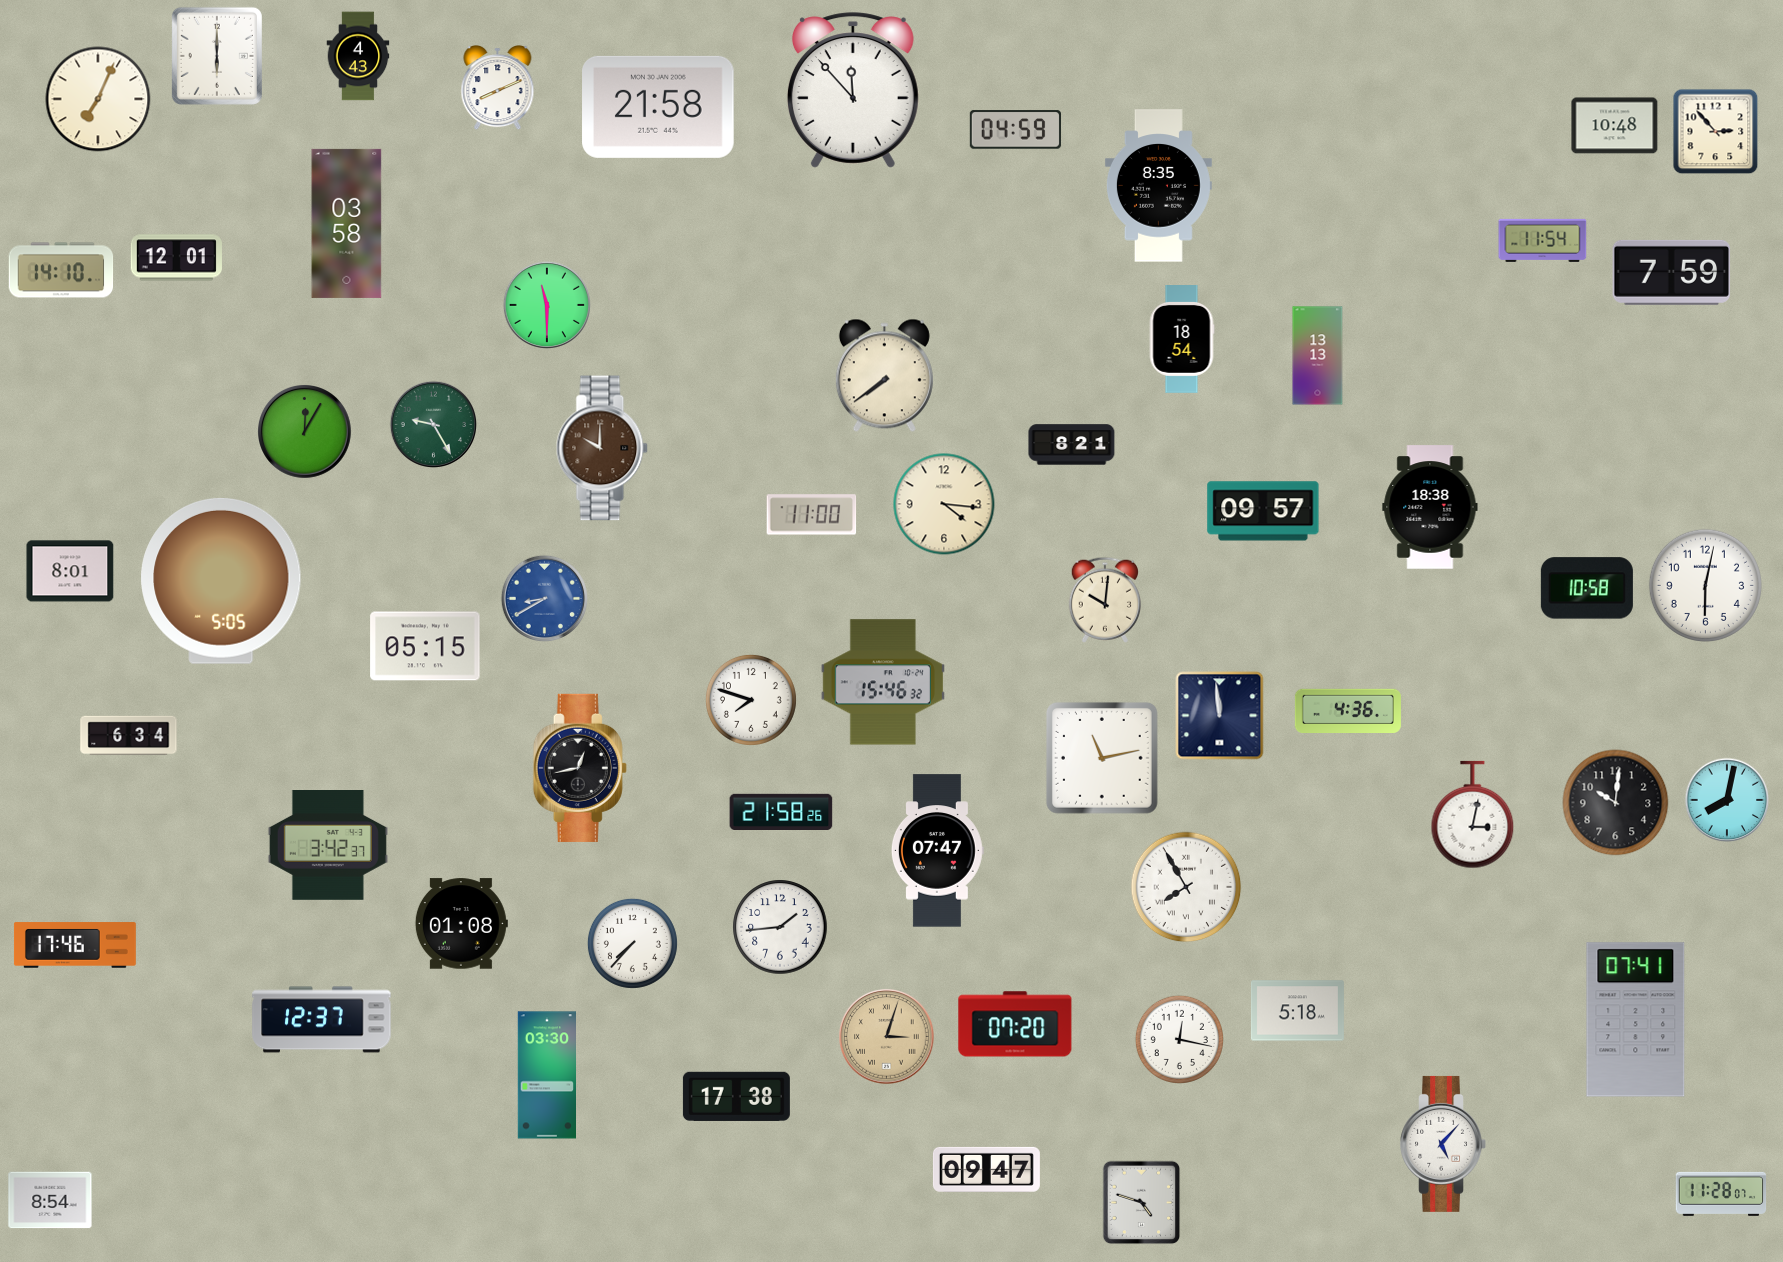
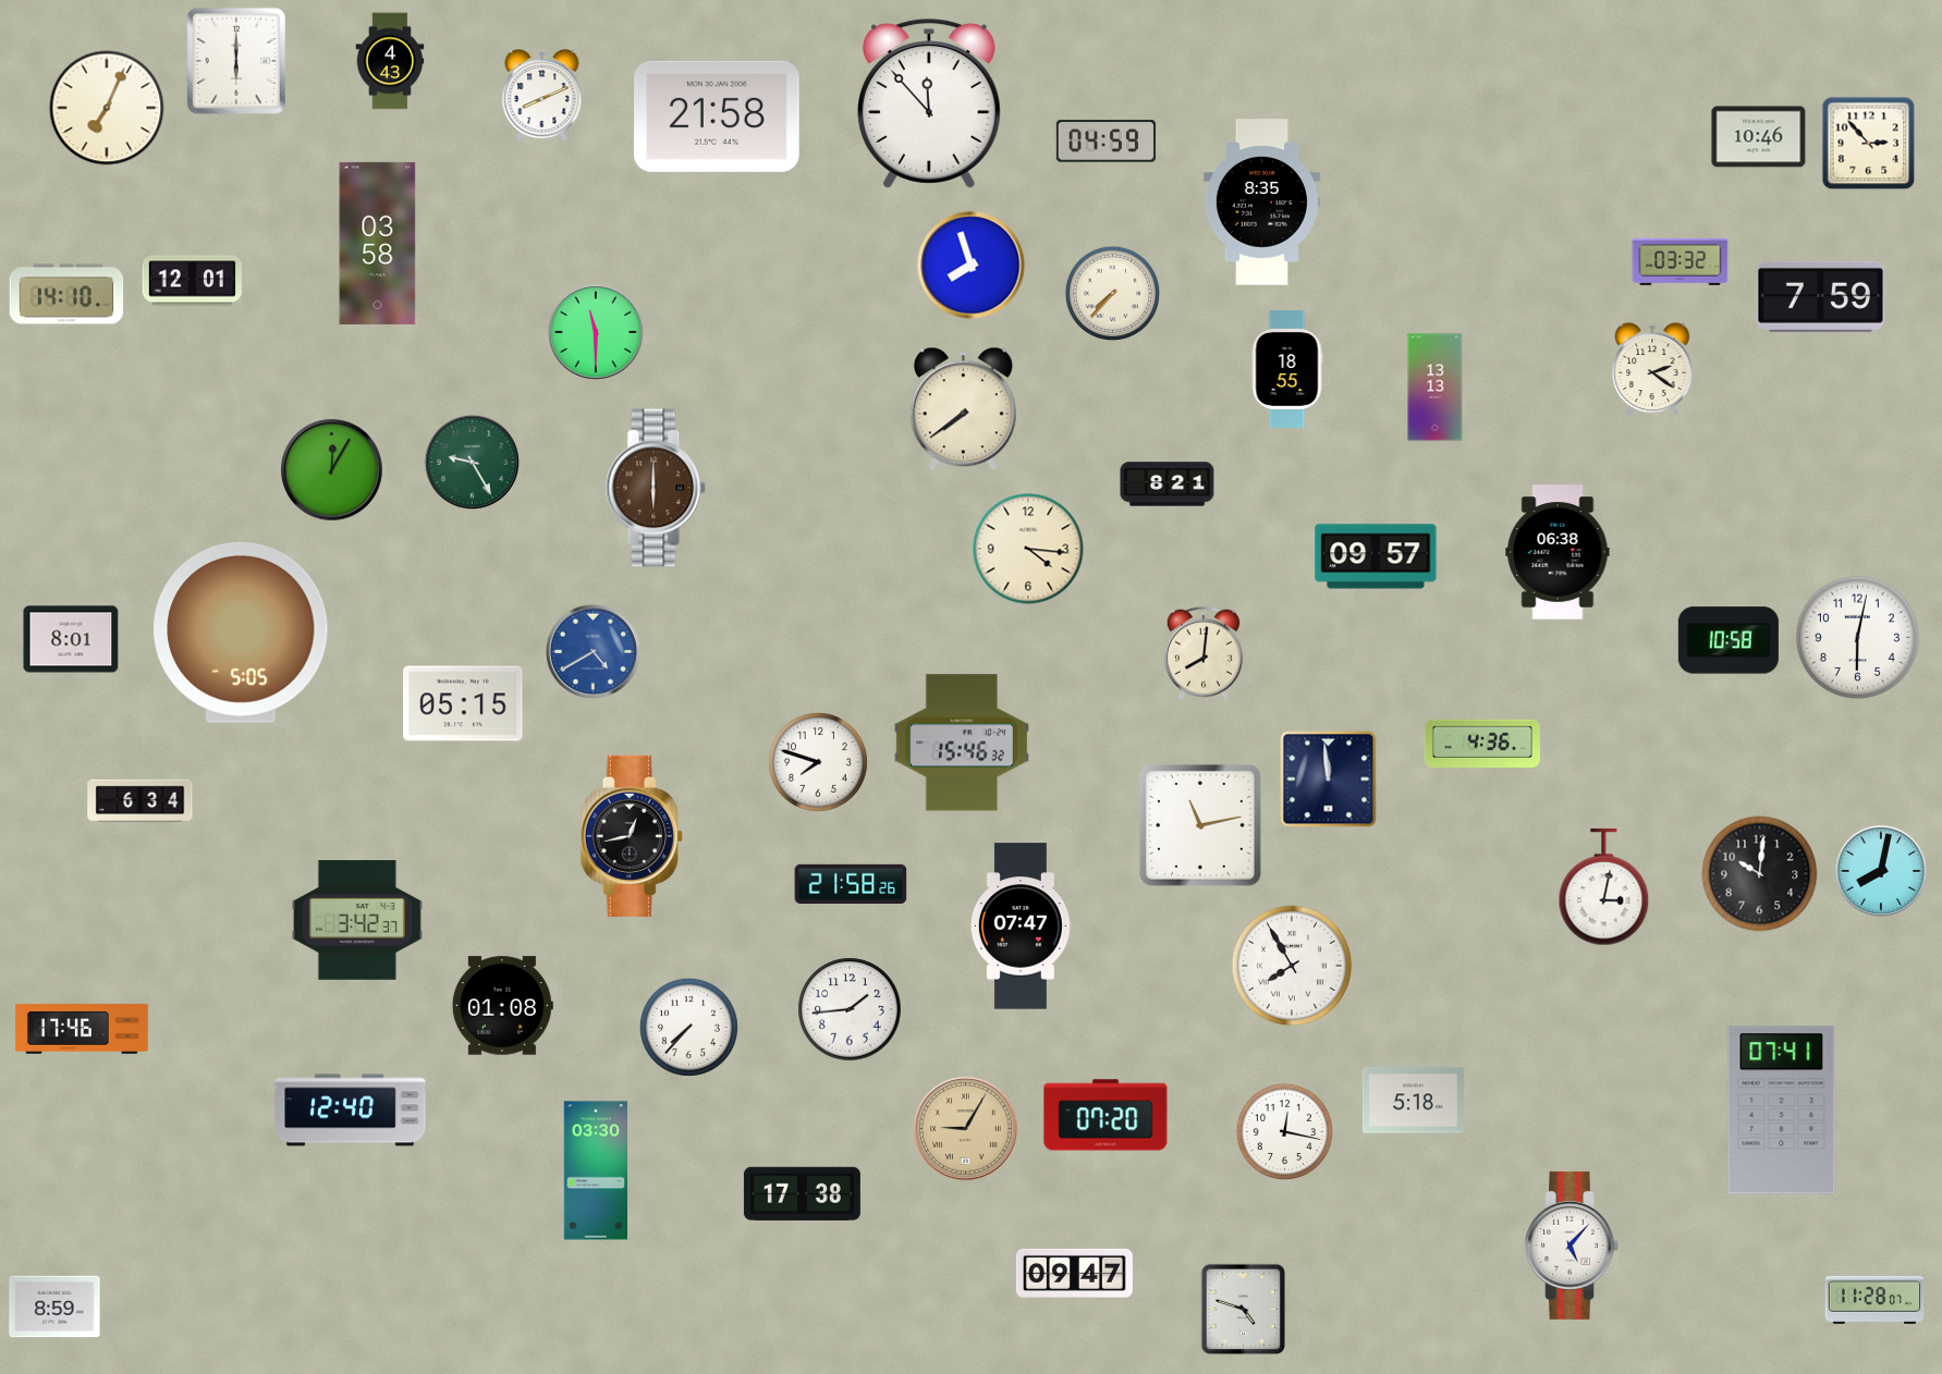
clock at (853, 90) position: (853, 90) -> (929, 103)
clock at (1615, 126): 10:48 -> 10:46
clock at (1543, 240): 11:54 -> 03:32
clock at (972, 266): none -> 7:57
clock at (1113, 294): none -> 7:37
clock at (1652, 369): none -> 2:21
clock at (1182, 340): 18:54 -> 18:55
clock at (602, 448): 10:00 -> 6:00
clock at (1430, 507): 18:38 -> 06:38
clock at (812, 515): 11:00 -> none
clock at (70, 571) position: (70, 571) -> (71, 639)
clock at (544, 598): 8:40 -> 4:40
clock at (1104, 600): 10:01 -> 8:01
clock at (1348, 710) position: (1348, 710) -> (1482, 743)
clock at (322, 1020): 12:37 -> 12:40
clock at (887, 1037): 3:03 -> 9:05
clock at (50, 1200): 8:54 -> 8:59
